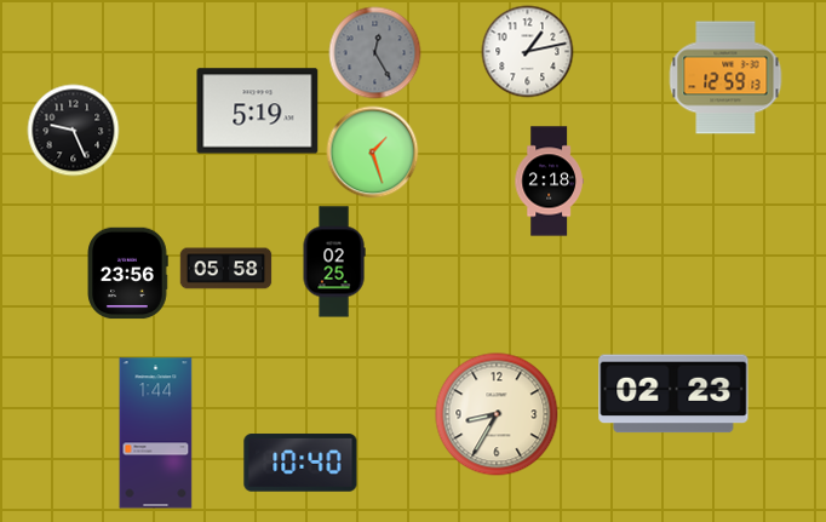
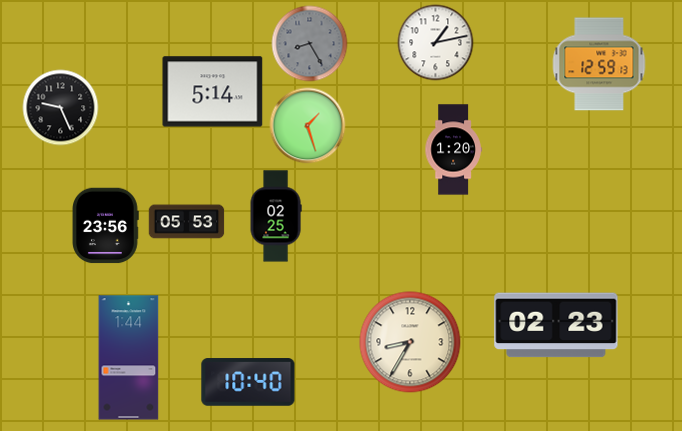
clock at (375, 53): 12:25 -> 8:25
clock at (258, 111): 5:19 -> 5:14
clock at (549, 182): 2:18 -> 1:20
clock at (226, 269): 05:58 -> 05:53
